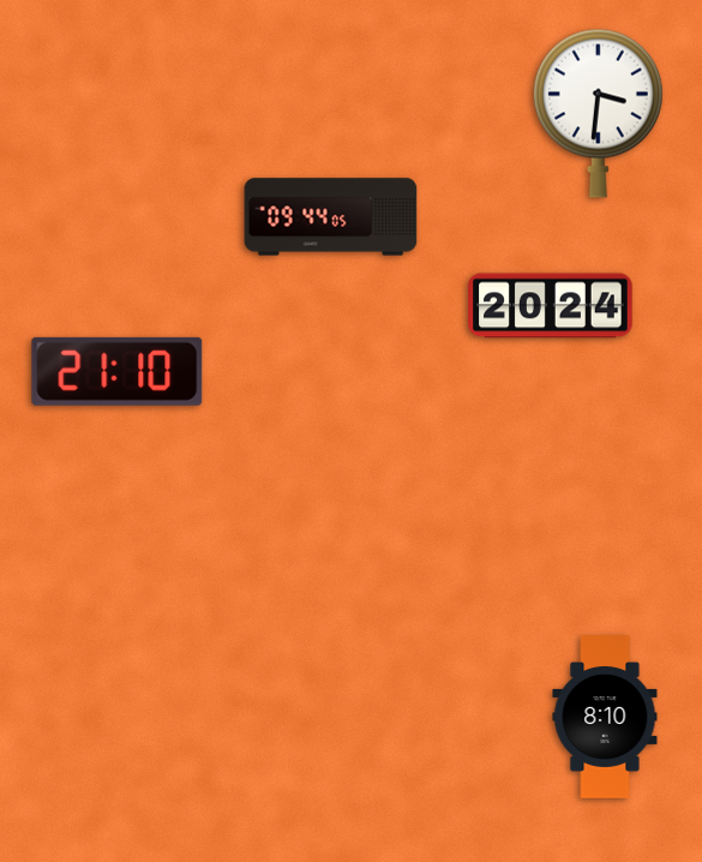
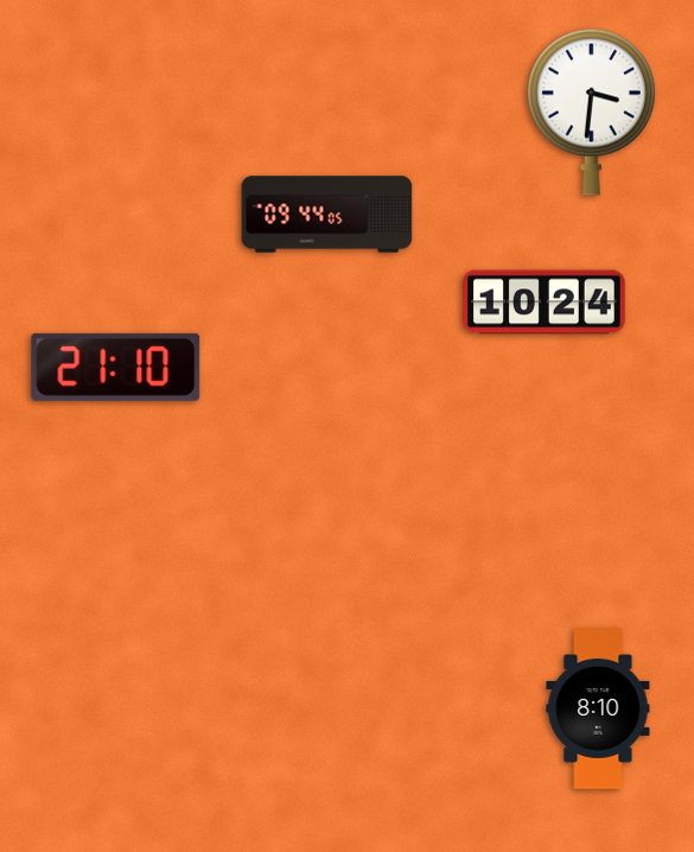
clock at (551, 306): 20:24 -> 10:24
